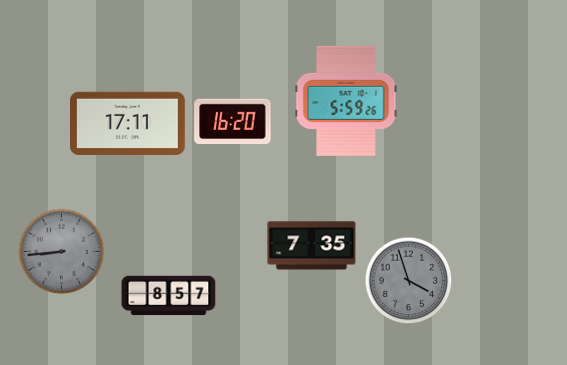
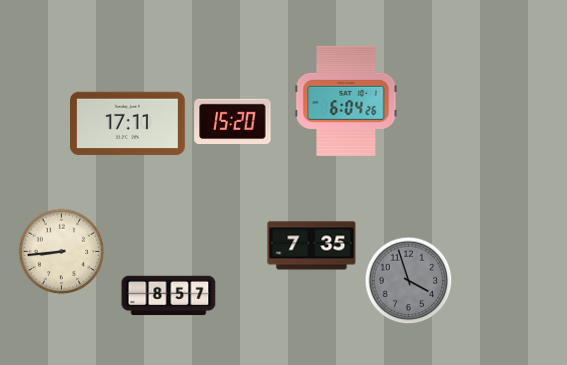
clock at (346, 101): 5:59 -> 6:04
clock at (233, 121): 16:20 -> 15:20
clock at (61, 251) dial: grey -> cream
